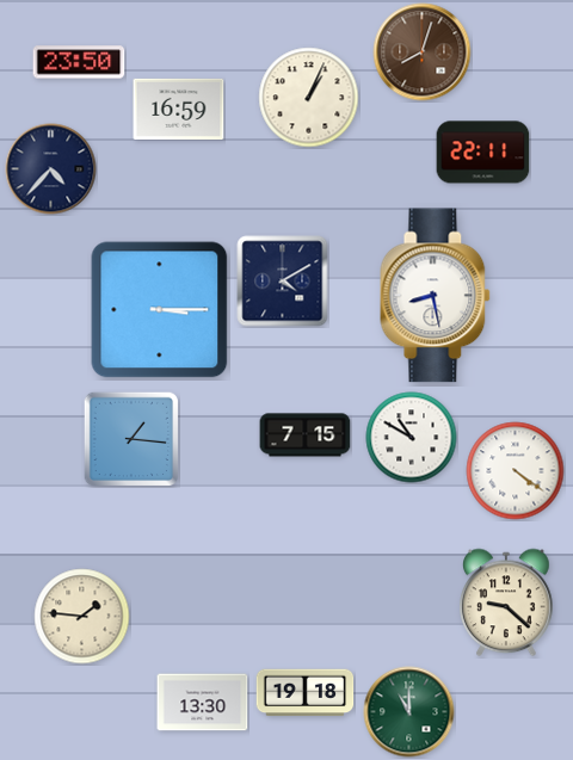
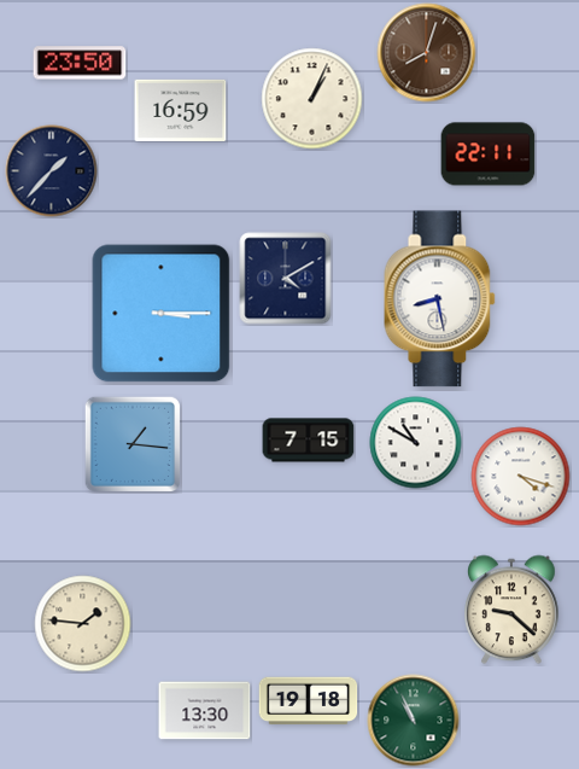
clock at (51, 169): 4:37 -> 1:37
clock at (283, 282) position: (283, 282) -> (286, 279)
clock at (516, 471): 4:21 -> 4:18
clock at (409, 712): 11:00 -> 10:56
